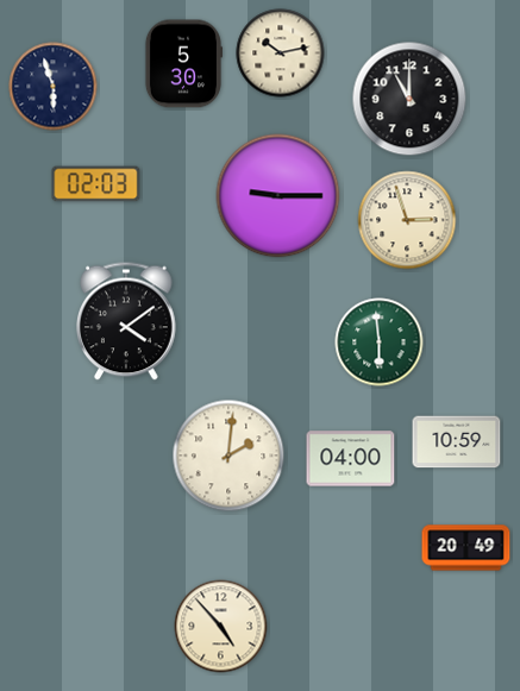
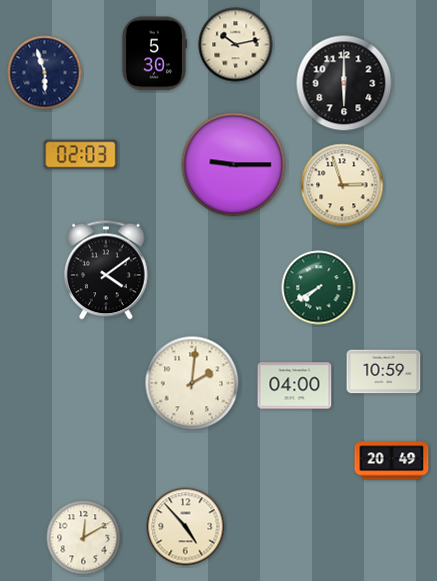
clock at (409, 99): 11:00 -> 6:00
clock at (380, 343): 5:59 -> 7:40
clock at (84, 538): none -> 12:10
